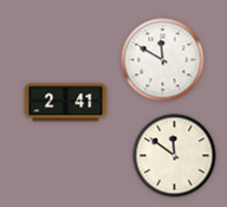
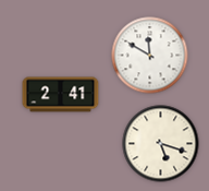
clock at (175, 156): 11:51 -> 5:18
